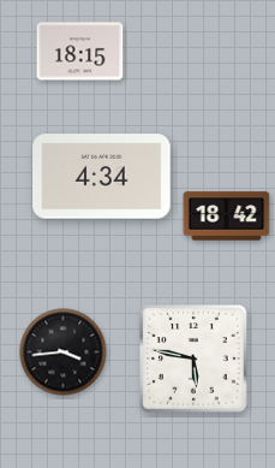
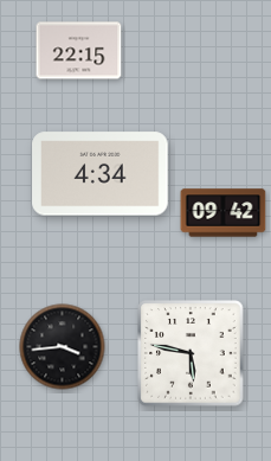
clock at (80, 52): 18:15 -> 22:15
clock at (227, 217): 18:42 -> 09:42
